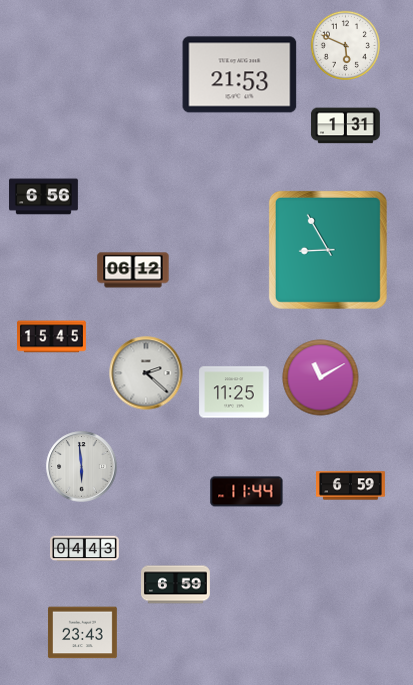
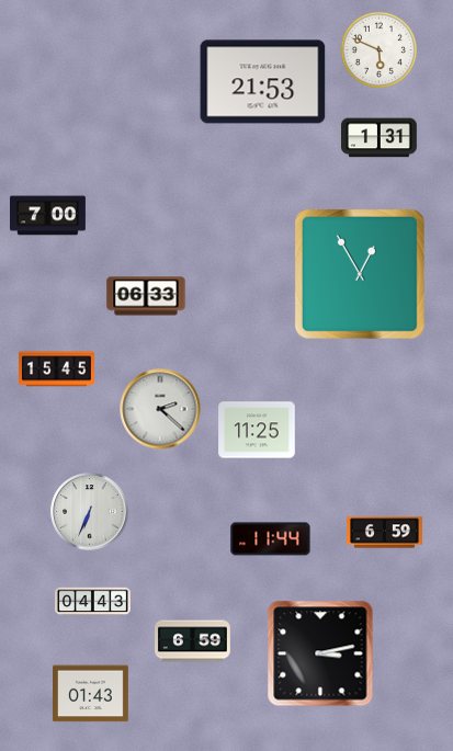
clock at (44, 197): 6:56 -> 7:00
clock at (328, 250): 8:55 -> 12:55
clock at (133, 270): 06:12 -> 06:33
clock at (321, 378): 11:10 -> none
clock at (82, 467): 5:59 -> 6:34
clock at (320, 653): none -> 3:13
clock at (82, 633): 23:43 -> 01:43
